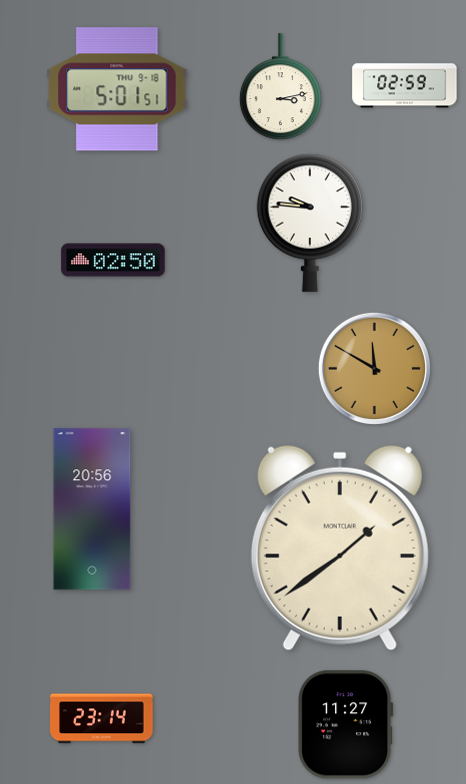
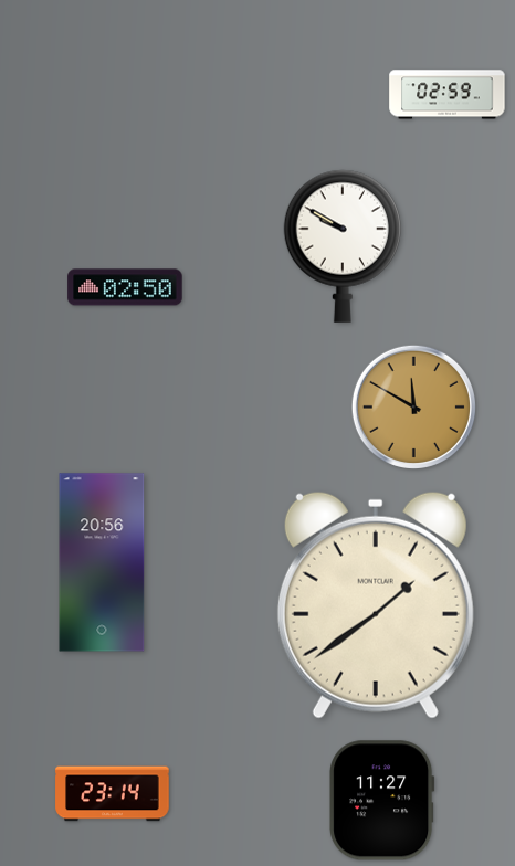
clock at (280, 87): 3:13 -> none
clock at (117, 89): 5:01 -> none
clock at (309, 223): 9:46 -> 9:50
